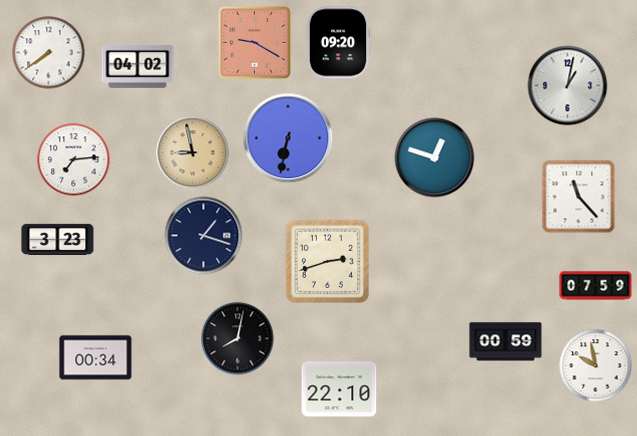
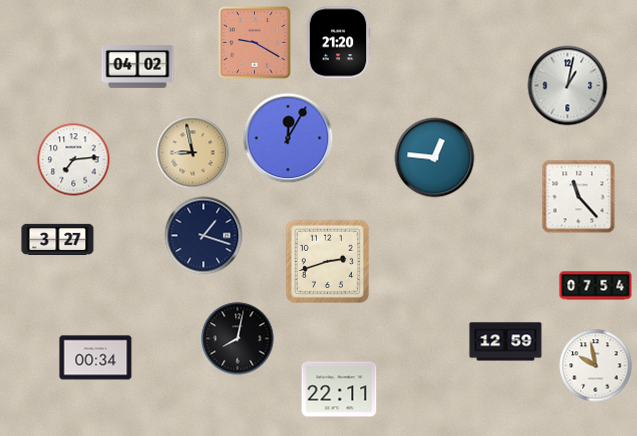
clock at (338, 43): 09:20 -> 21:20
clock at (49, 53): 7:39 -> none
clock at (288, 138): 6:32 -> 12:05
clock at (435, 158): 12:48 -> 12:46
clock at (58, 239): 3:23 -> 3:27
clock at (596, 286): 07:59 -> 07:54
clock at (506, 342): 00:59 -> 12:59
clock at (339, 389): 22:10 -> 22:11
